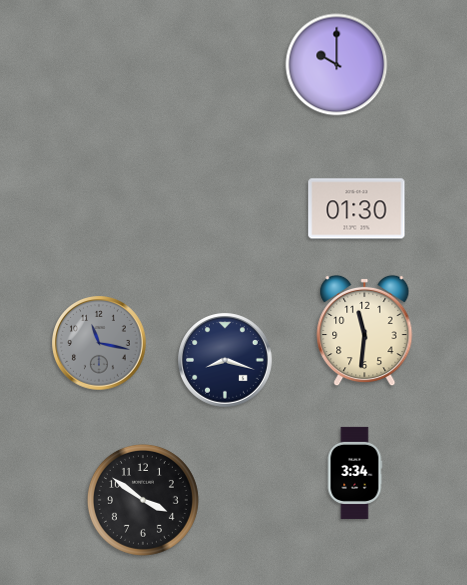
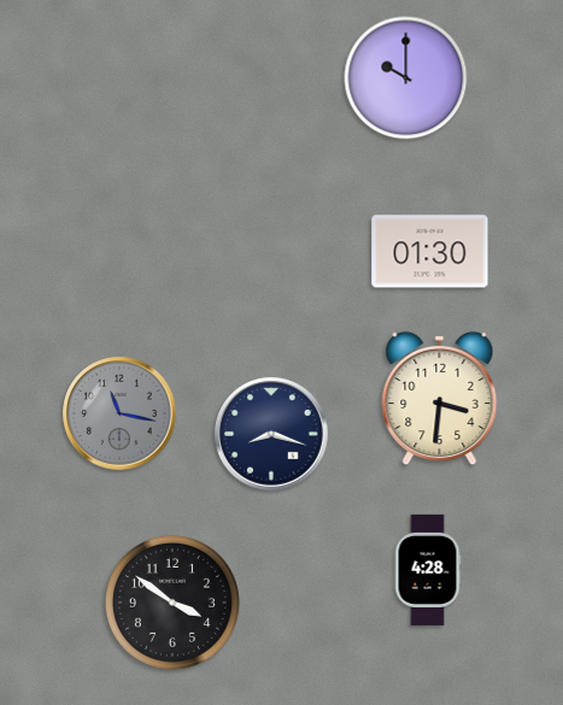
clock at (365, 331): 11:31 -> 3:31
clock at (355, 473): 3:34 -> 4:28
